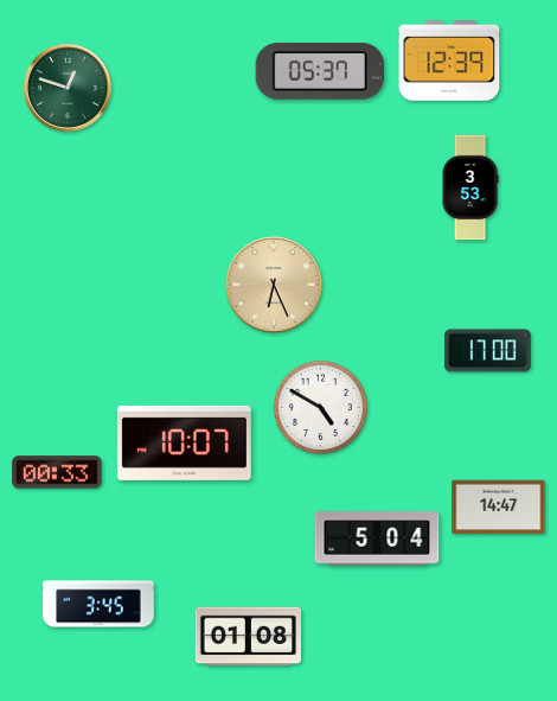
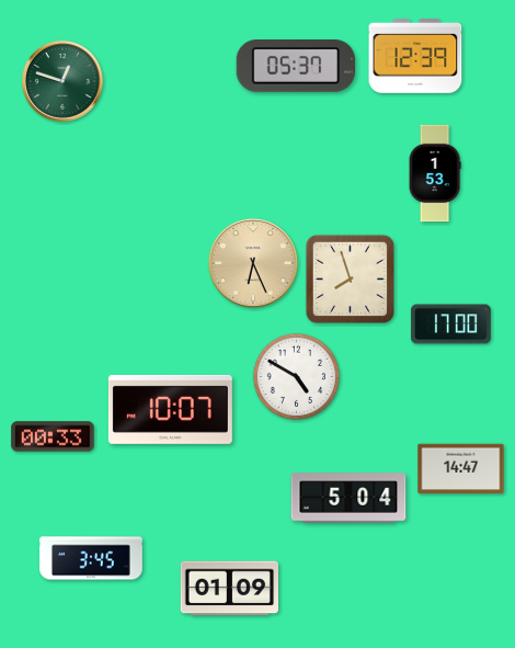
clock at (470, 187): 3:53 -> 1:53
clock at (350, 278): none -> 7:57
clock at (248, 637): 01:08 -> 01:09
